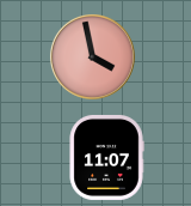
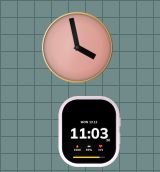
clock at (106, 157): 11:07 -> 11:03
